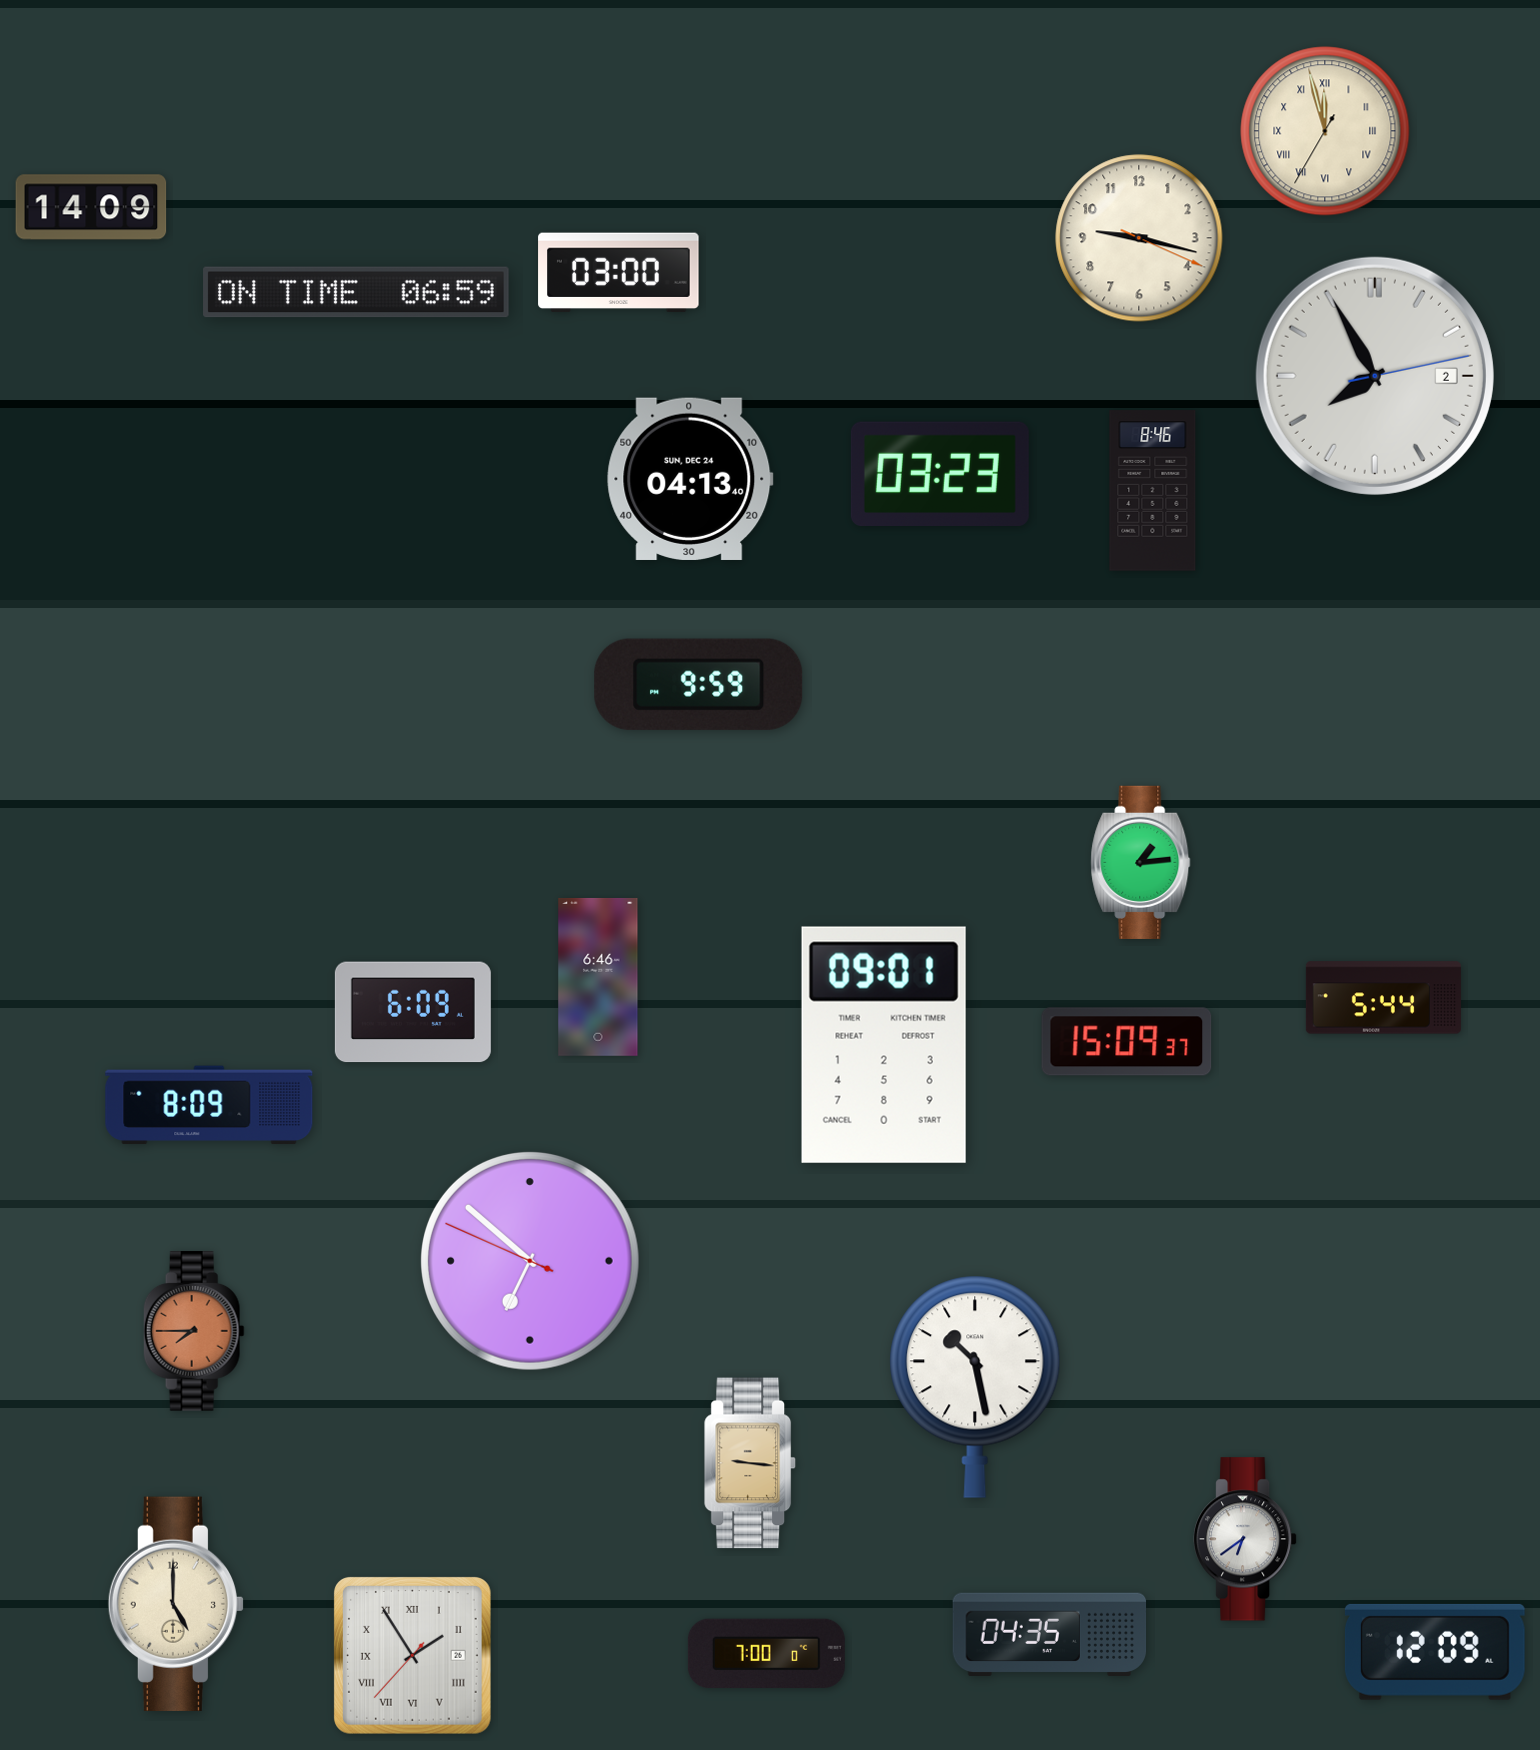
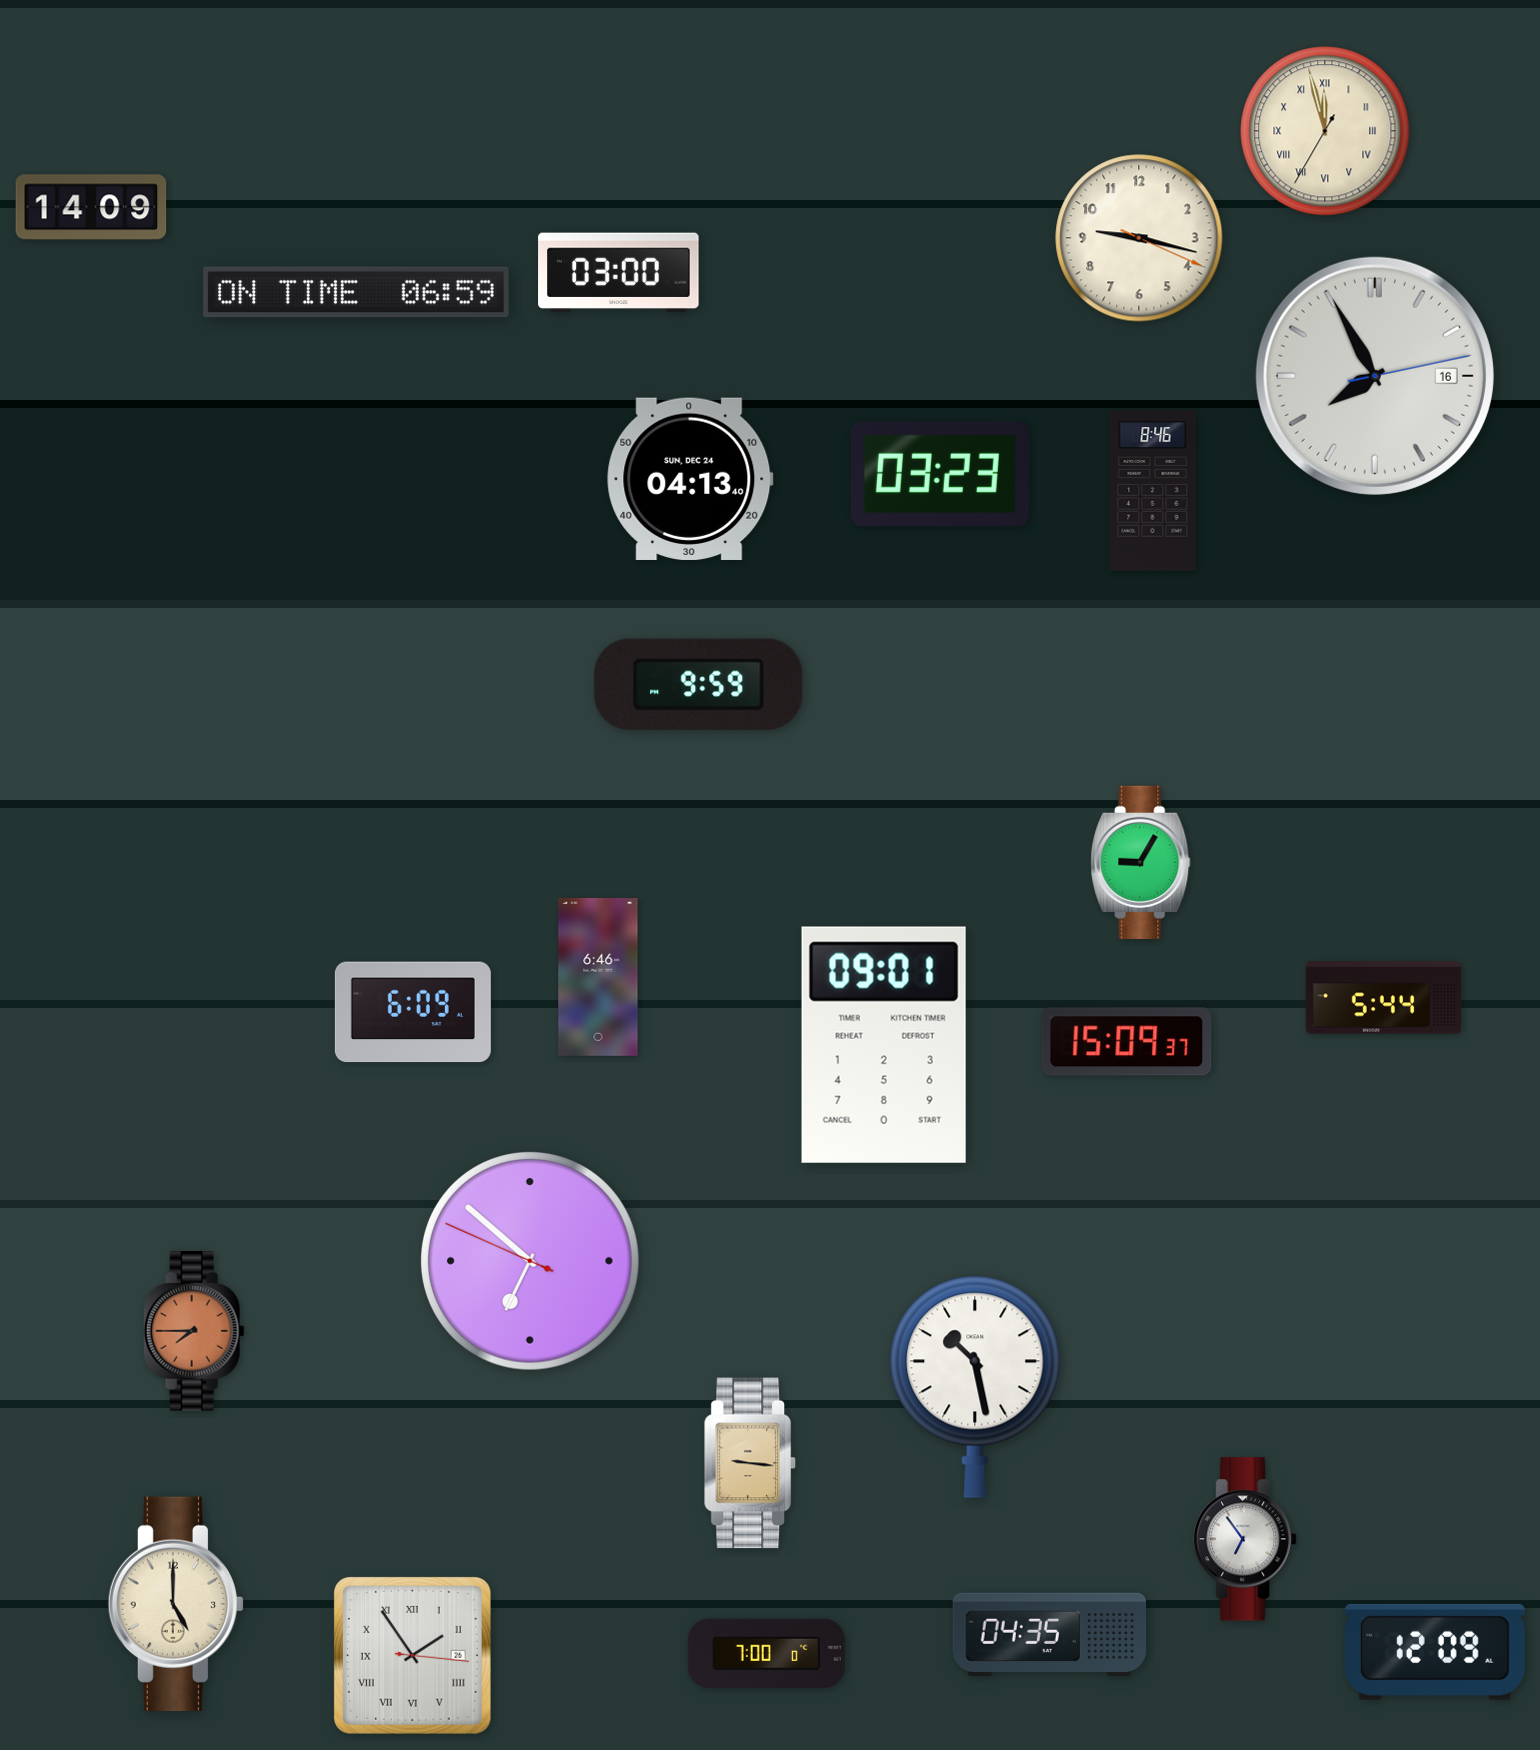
clock at (1375, 376) date: 2 -> 16
clock at (1141, 862): 1:14 -> 9:05
clock at (209, 1105): 8:09 -> none
clock at (1245, 1539): 6:39 -> 6:54
clock at (412, 1655): 1:54:37 -> 1:54:16
